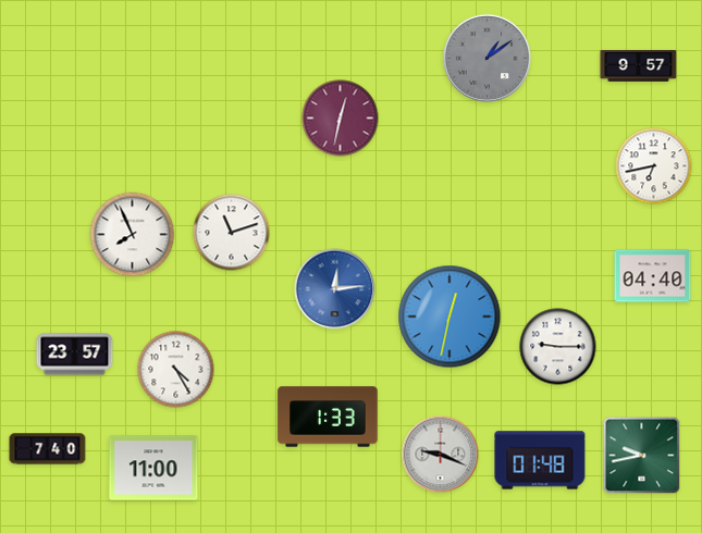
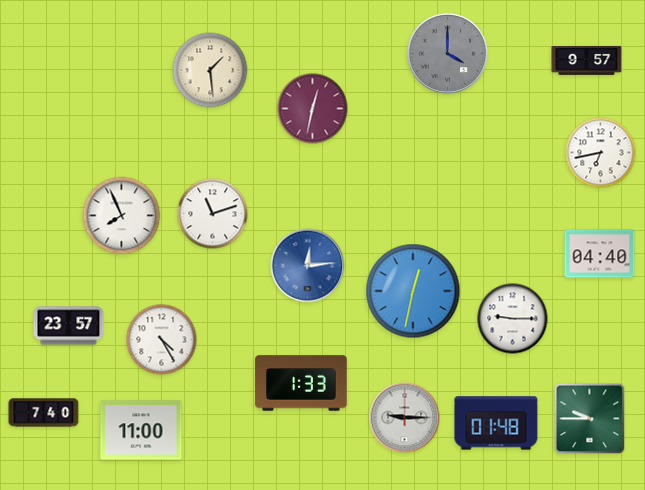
clock at (487, 58): 1:09 -> 4:00
clock at (210, 70): none -> 1:29
clock at (441, 455): 9:19 -> 9:15
clock at (642, 456): 9:43 -> 9:45
